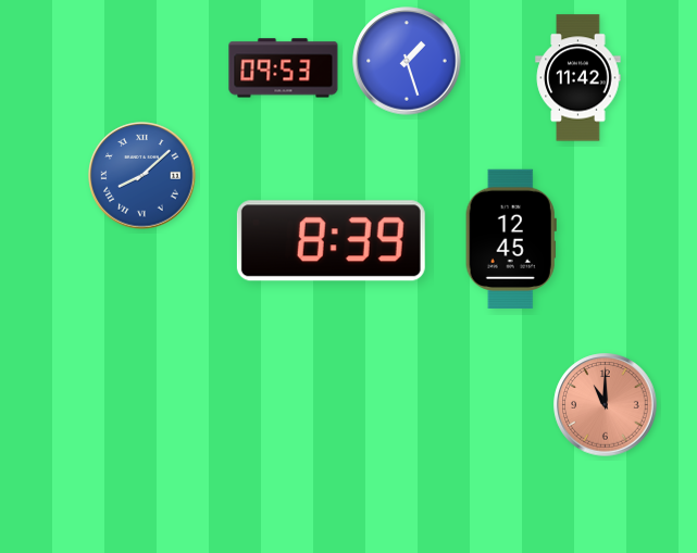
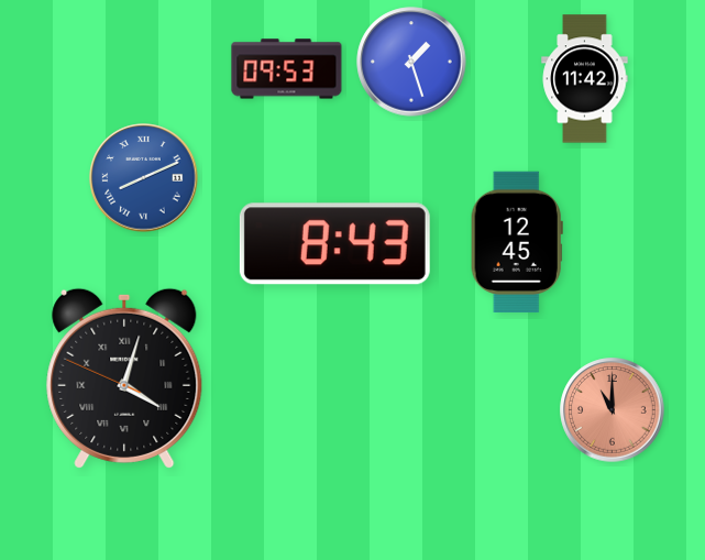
clock at (142, 176): 8:08 -> 8:11
clock at (331, 241): 8:39 -> 8:43
clock at (124, 378): none -> 4:02
